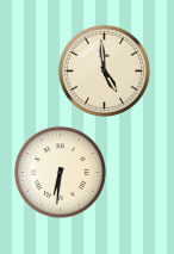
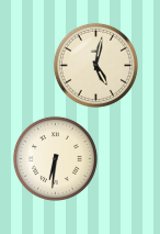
clock at (104, 70): 4:59 -> 5:02
